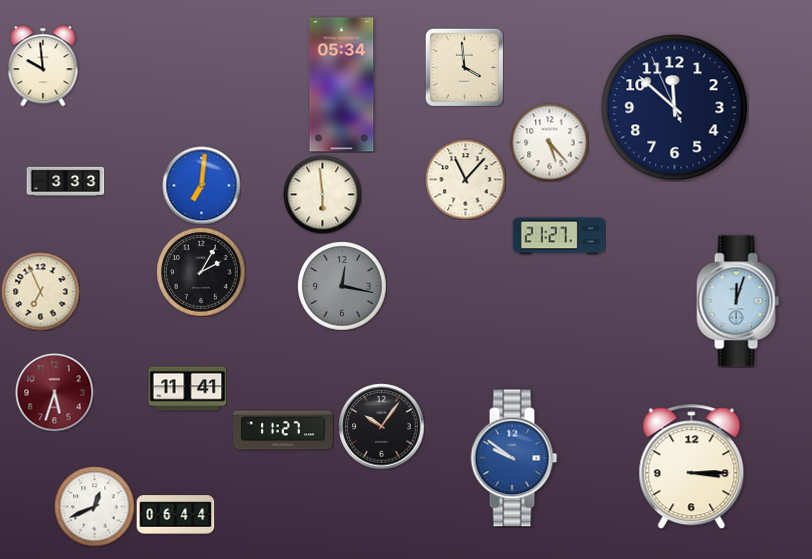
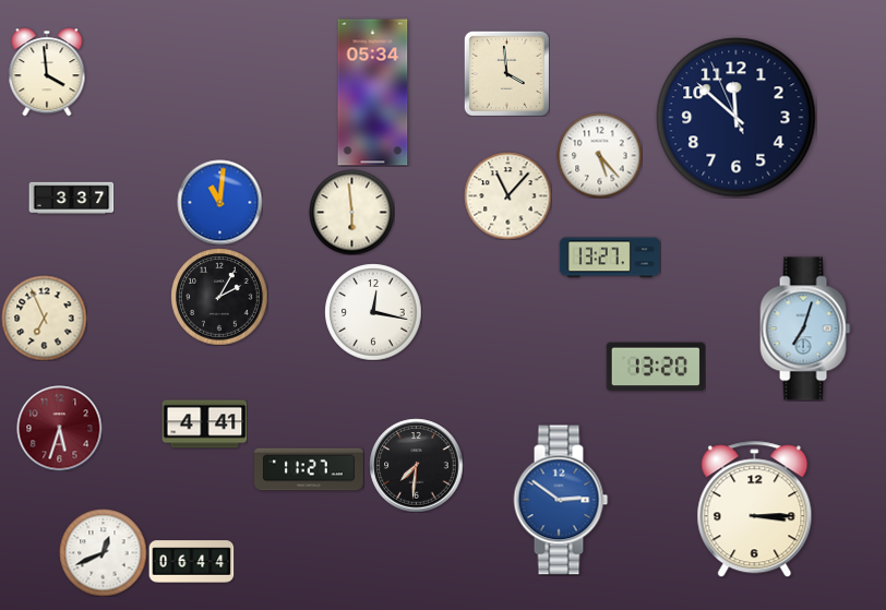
clock at (43, 66): 9:59 -> 3:59
clock at (65, 181): 3:33 -> 3:37
clock at (201, 185): 7:01 -> 11:01
clock at (559, 236): 21:27 -> 13:27
clock at (342, 286) dial: grey -> white
clock at (738, 301): 12:03 -> 7:03
clock at (656, 367): none -> 13:20
clock at (187, 389): 11:41 -> 4:41
clock at (381, 426): 10:06 -> 7:31
clock at (514, 458): 9:51 -> 2:51
